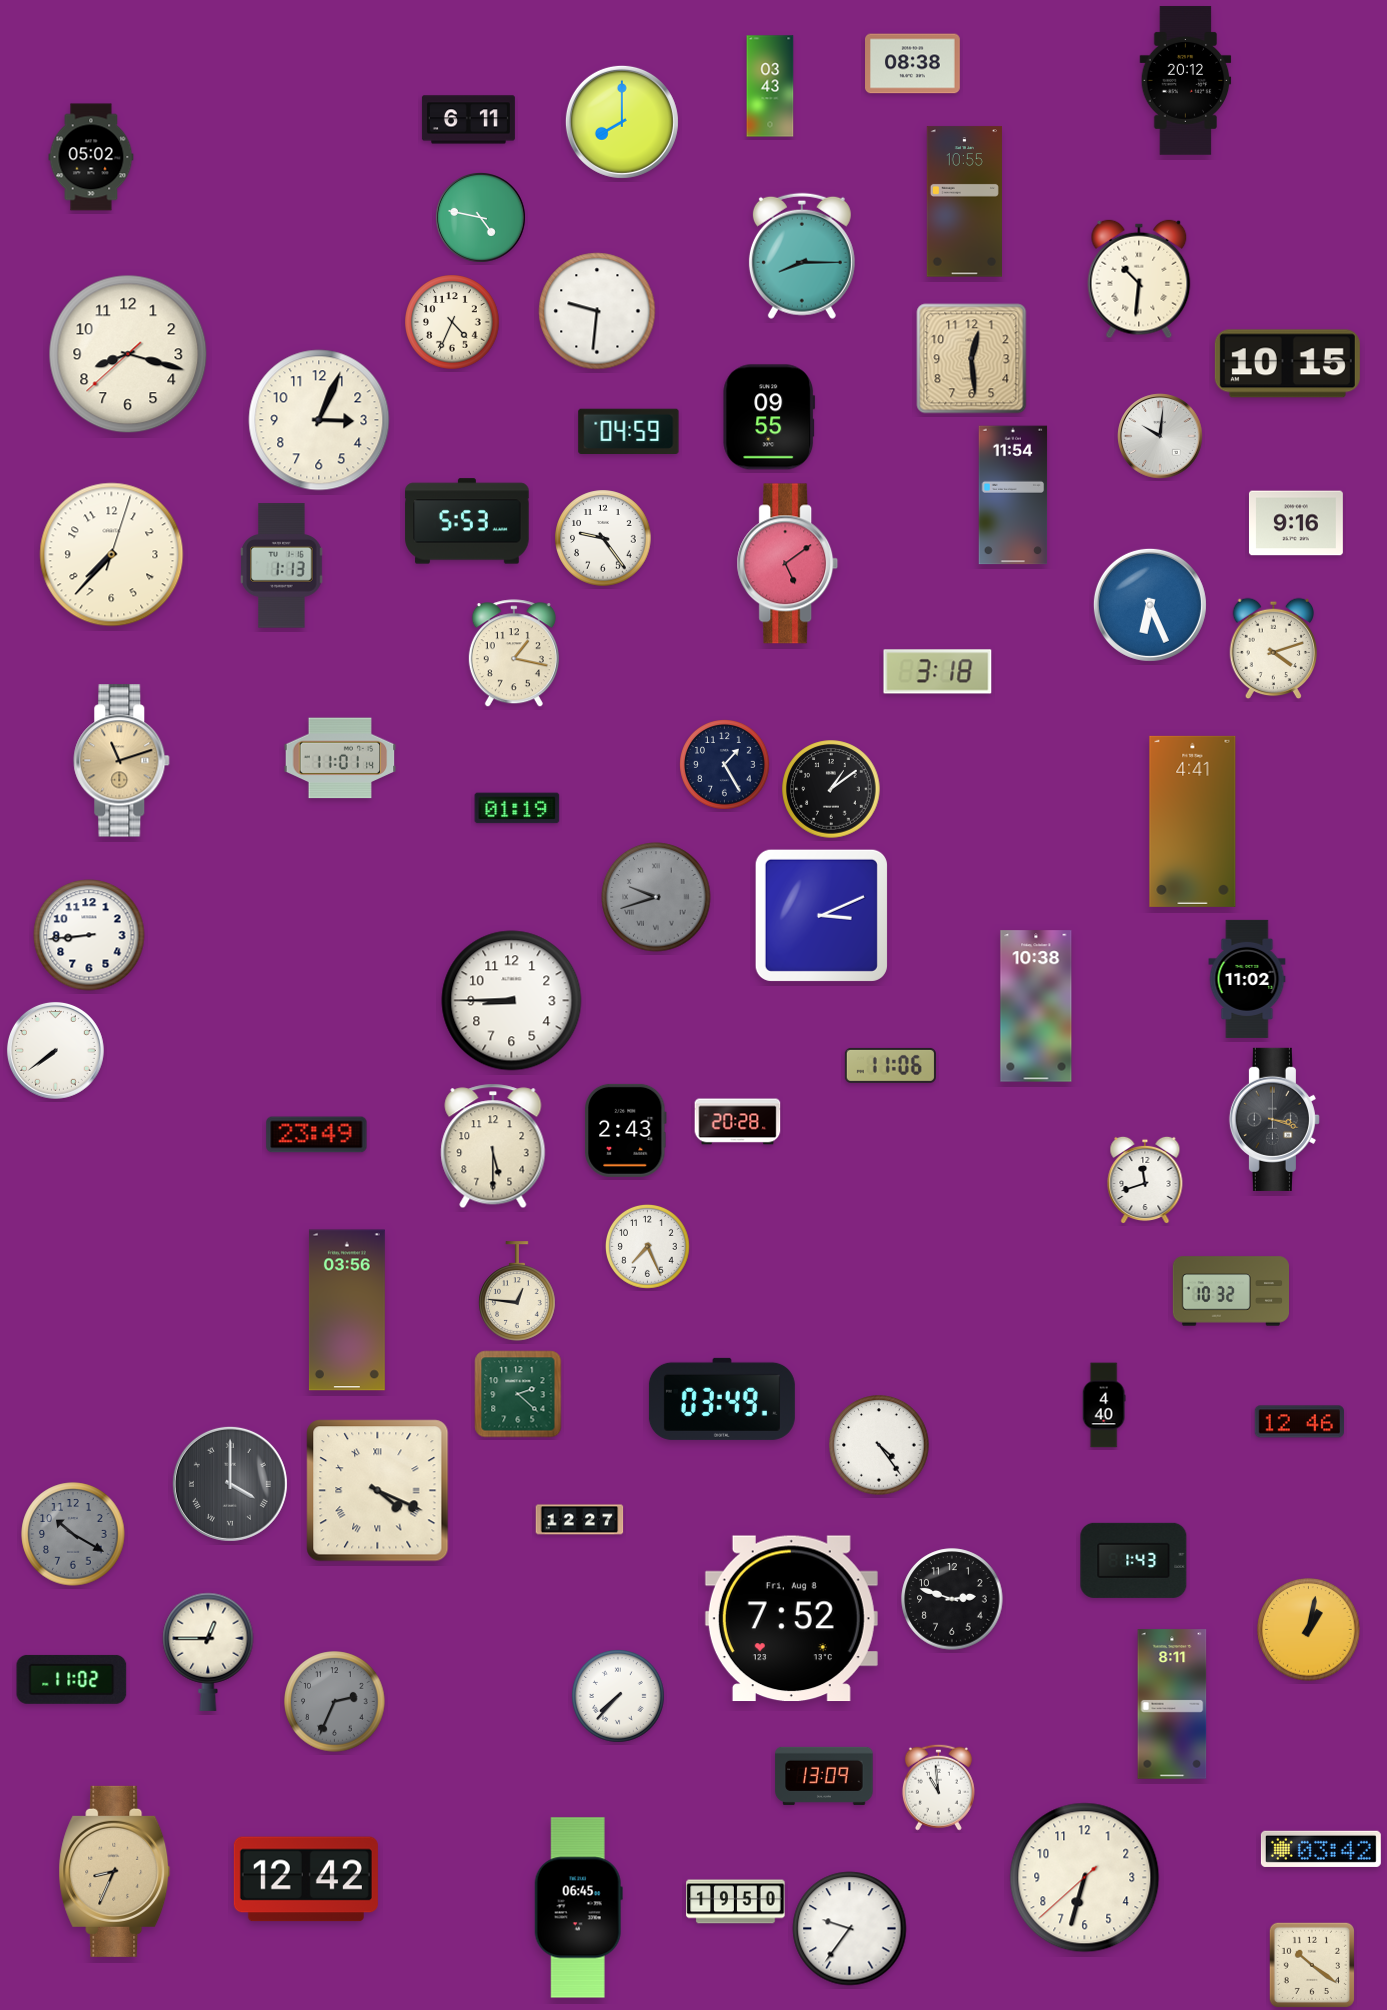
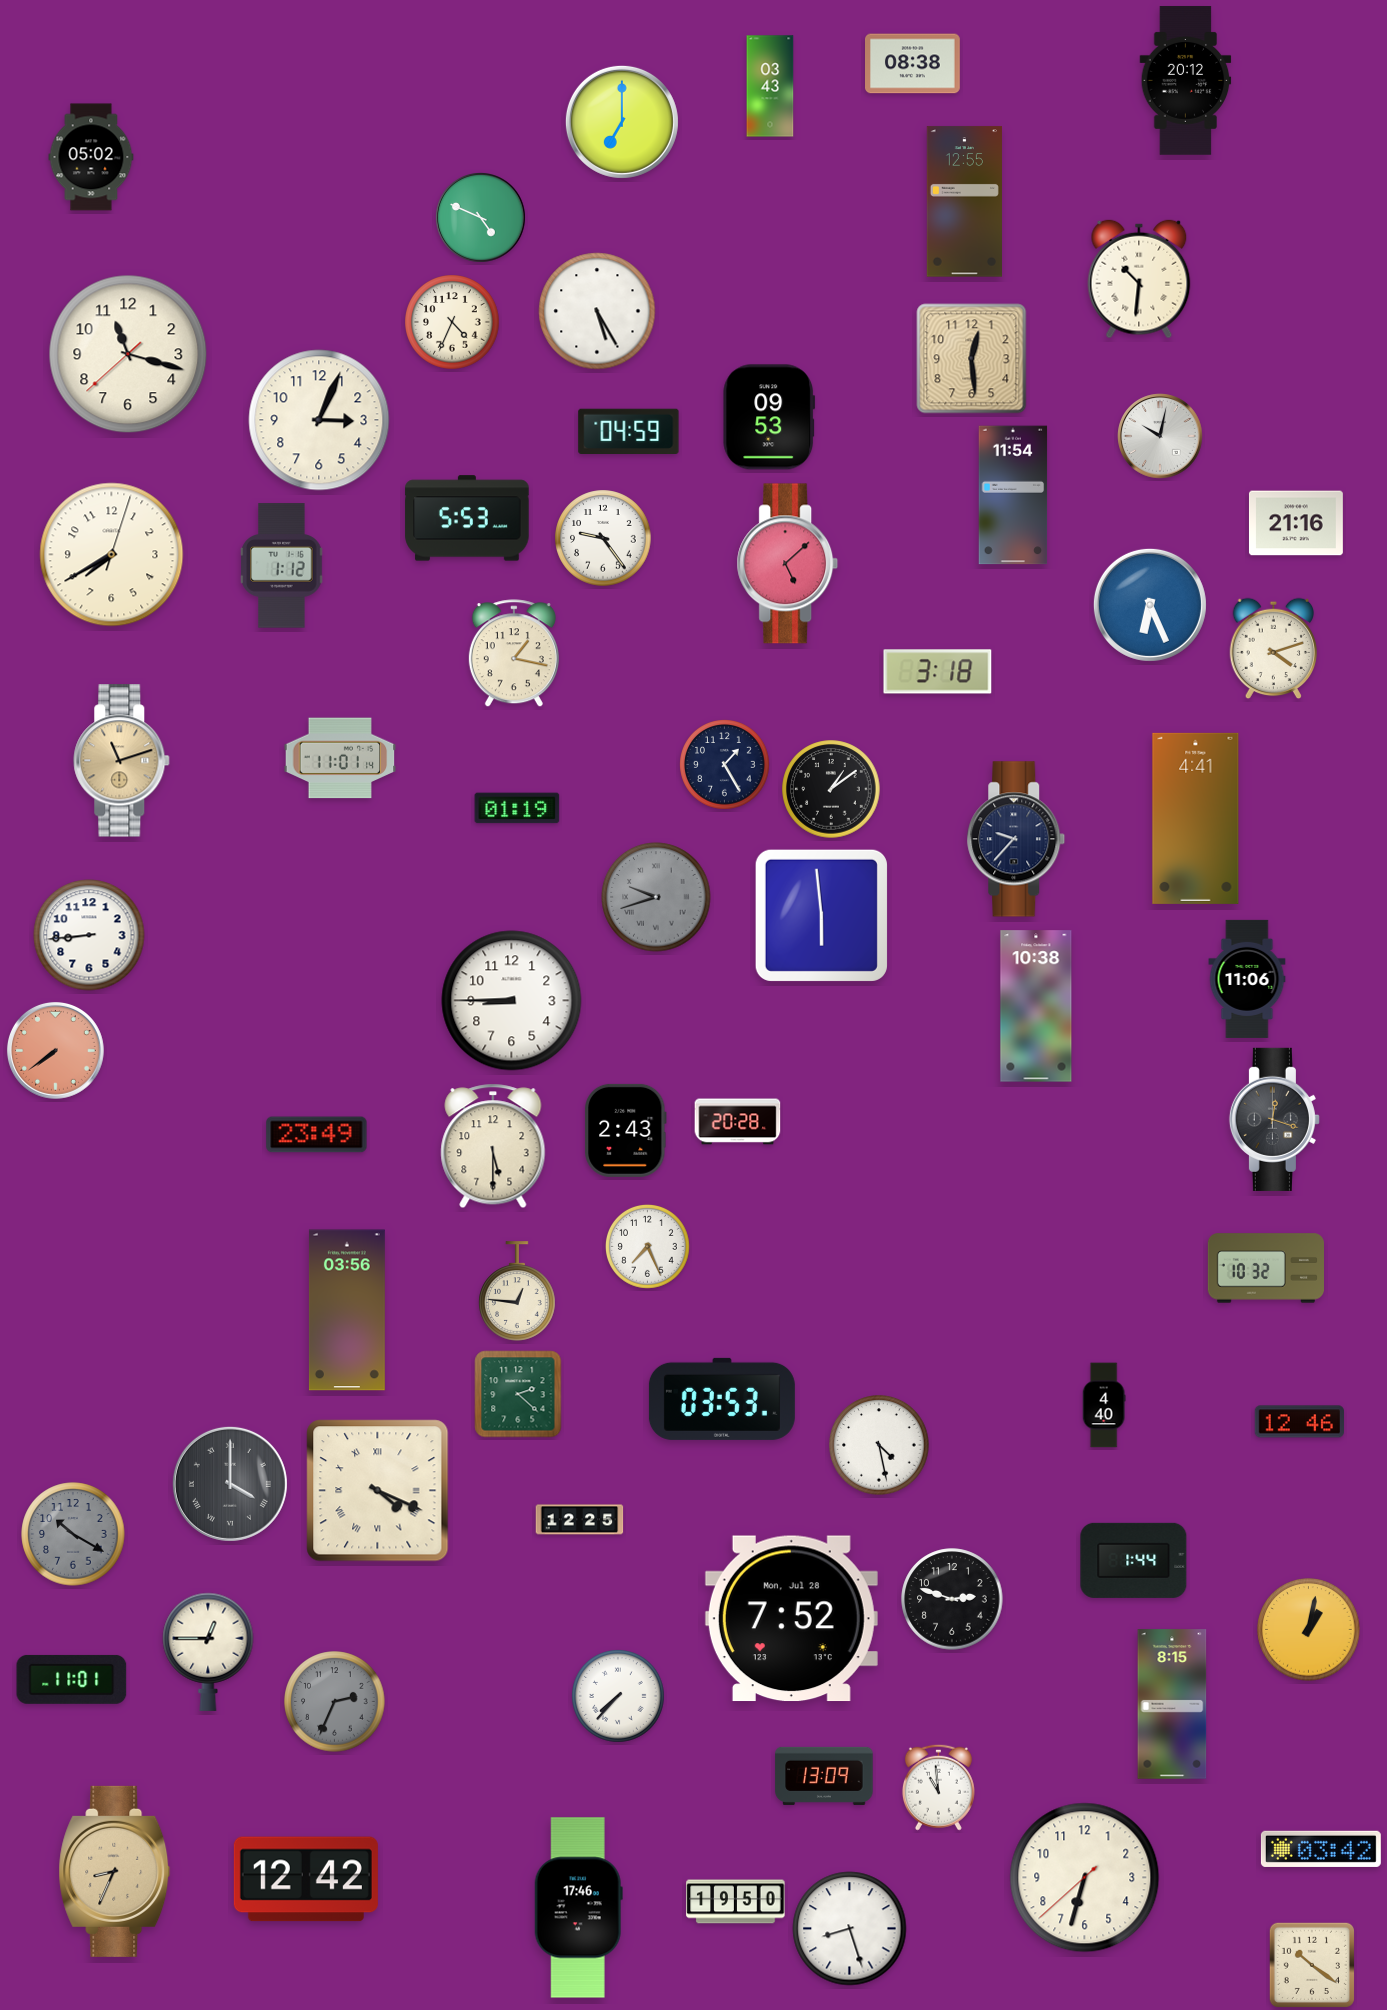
clock at (468, 120): 6:11 -> none
clock at (622, 122): 8:00 -> 7:00
clock at (964, 202): 10:55 -> 12:55
clock at (481, 218): 4:47 -> 4:49
clock at (802, 256): 8:15 -> none
clock at (597, 311): 9:31 -> 5:25
clock at (128, 354): 8:17 -> 11:17
clock at (1287, 364): 10:15 -> none
clock at (769, 417): 09:55 -> 09:53
clock at (1160, 436): 10:01 -> 10:02
clock at (467, 521) position: (467, 521) -> (467, 518)
clock at (1296, 523): 9:16 -> 21:16
clock at (112, 555): 7:37 -> 7:40
clock at (788, 564): 5:09 -> 5:08
clock at (282, 566): 1:13 -> 1:12
clock at (1193, 821) position: (1193, 821) -> (1196, 818)
clock at (1016, 839): none -> 9:37
clock at (821, 915): 3:11 -> 5:59
clock at (1247, 979): 11:02 -> 11:06
clock at (55, 1050) dial: white -> salmon
clock at (890, 1065): 11:06 -> none
clock at (1274, 1119): 3:18 -> 12:18
clock at (1145, 1180): 11:42 -> none
clock at (1230, 1291) position: (1230, 1291) -> (1265, 1268)
clock at (722, 1399): 03:49 -> 03:53
clock at (879, 1445): 4:24 -> 4:28
clock at (580, 1520): 12:27 -> 12:25
clock at (1134, 1560): 1:43 -> 1:44
clock at (791, 1619) date: Fri, Aug 8 -> Mon, Jul 28
clock at (72, 1679): 11:02 -> 11:01
clock at (1172, 1704): 8:11 -> 8:15
clock at (578, 1908): 06:45 -> 17:46
clock at (850, 1929): 9:36 -> 8:27
